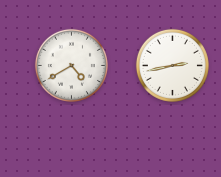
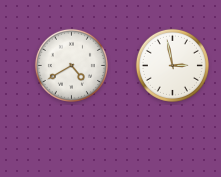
clock at (172, 65): 2:43 -> 2:58
